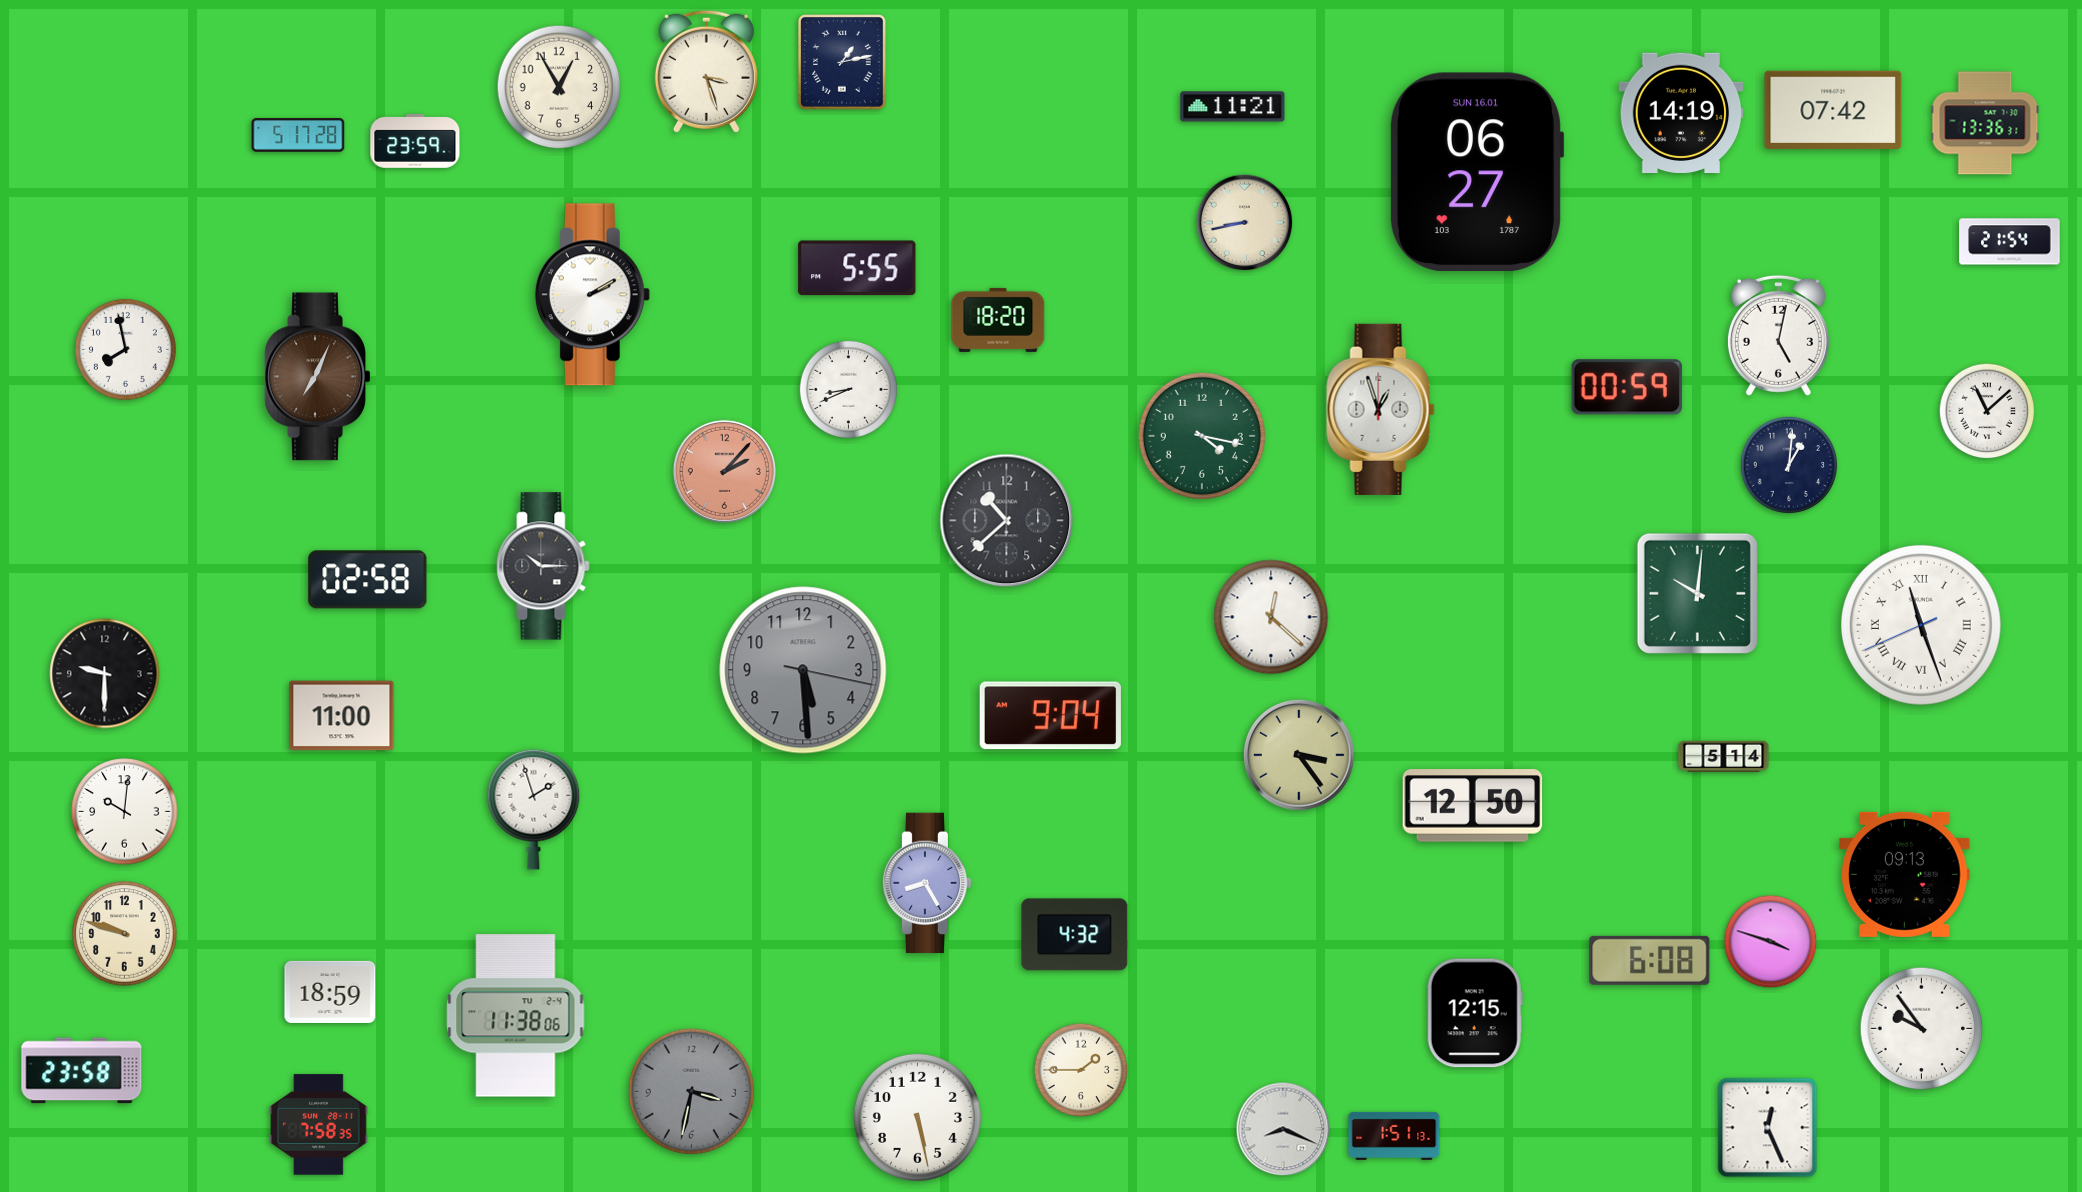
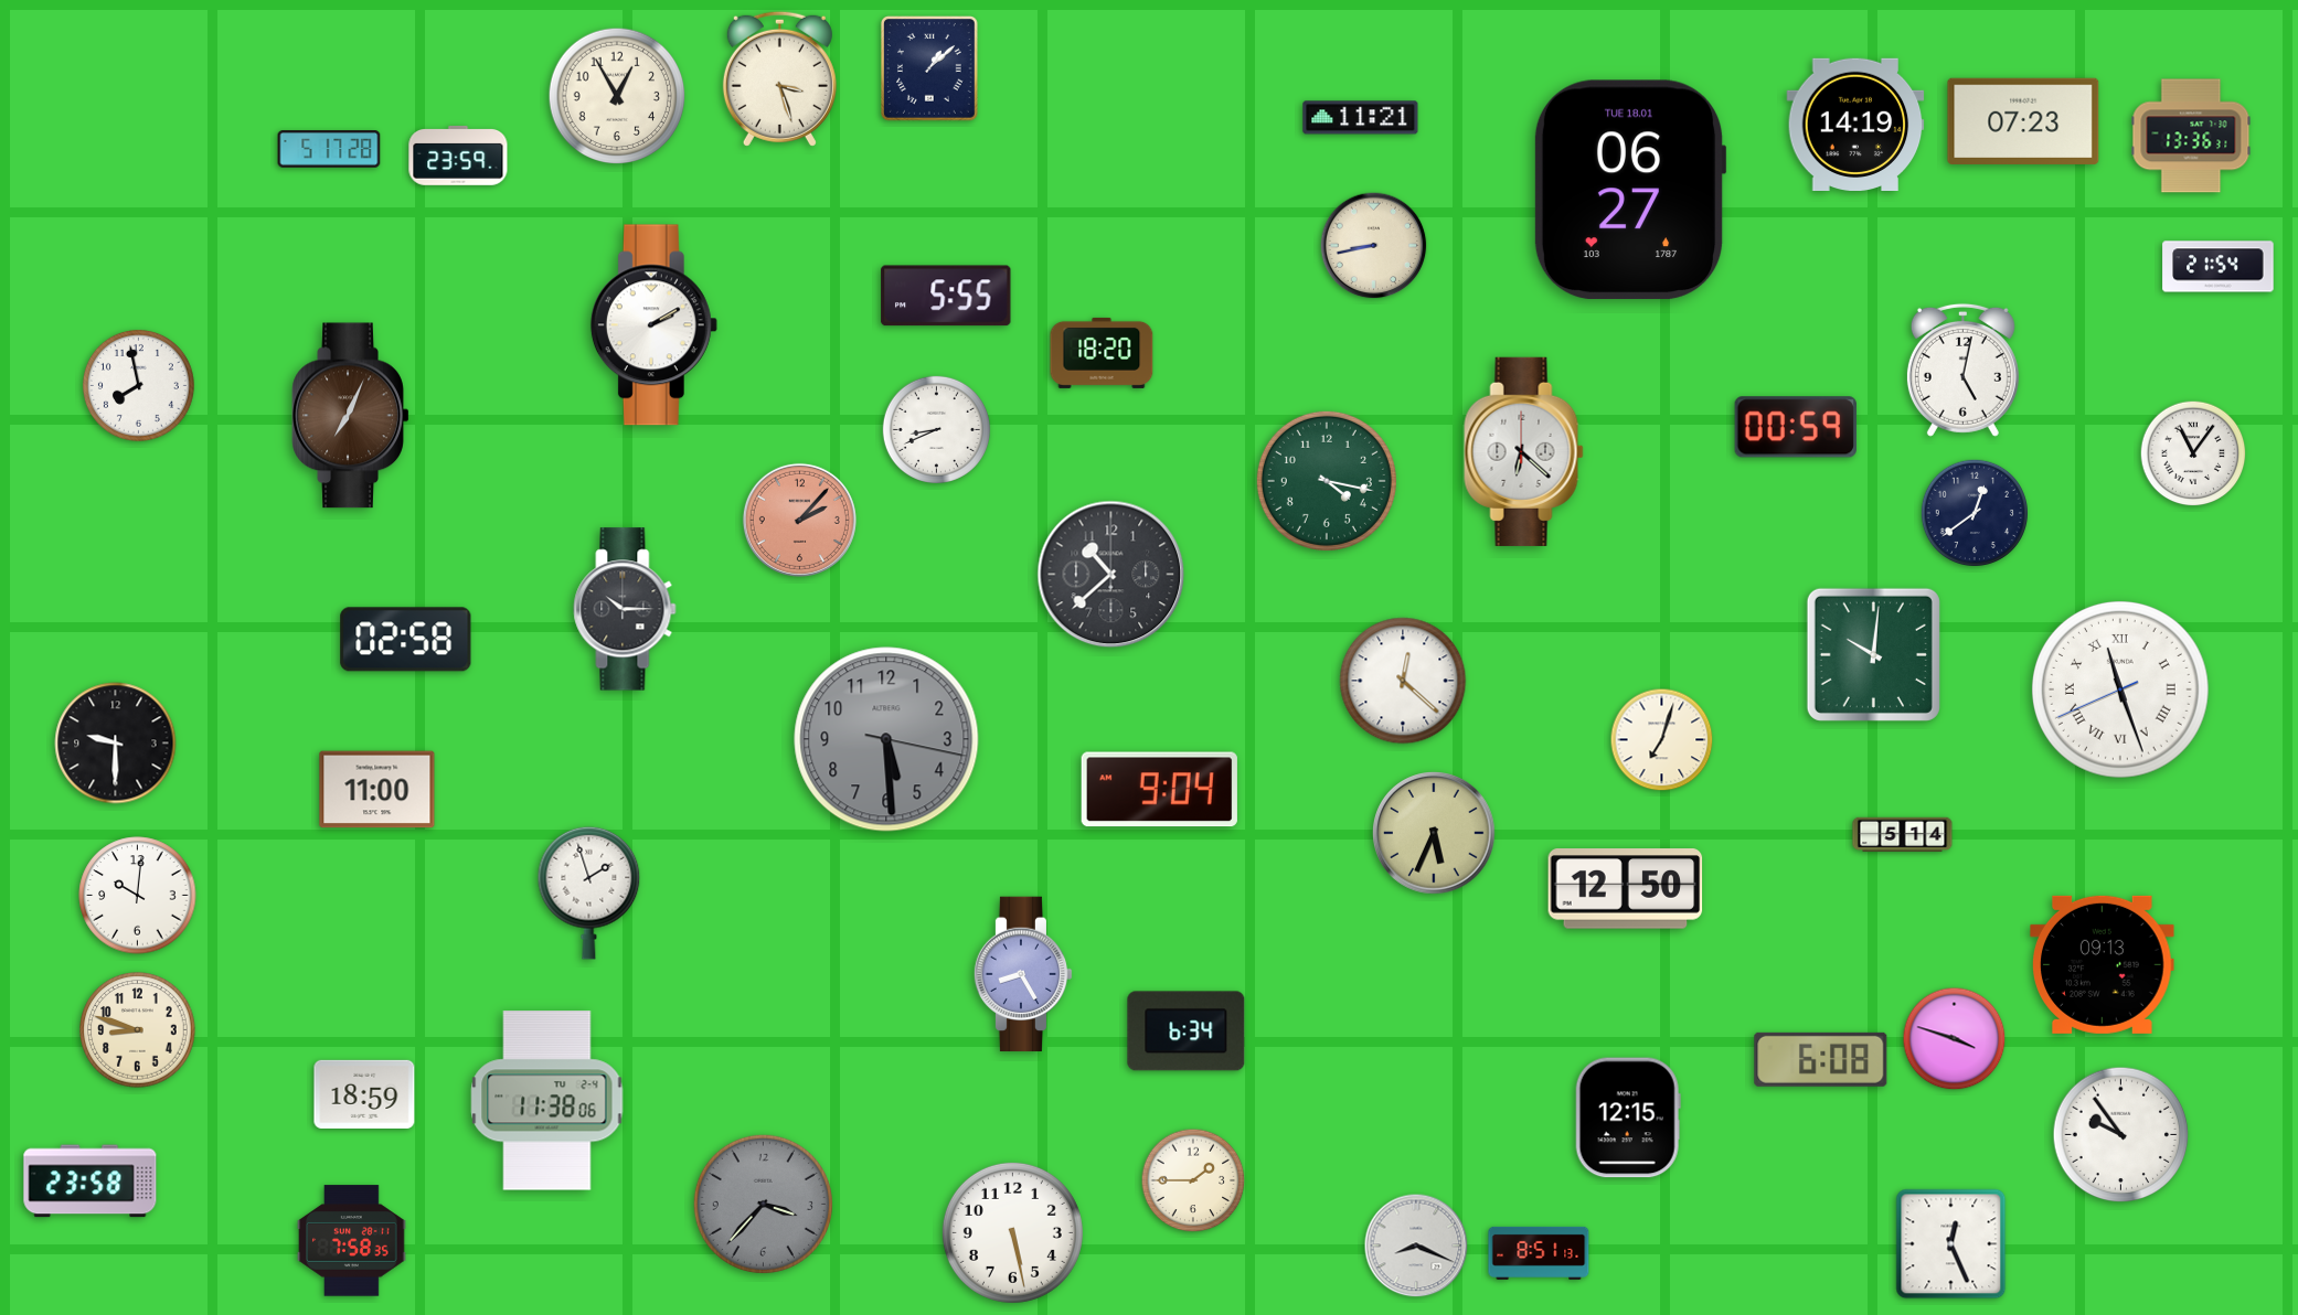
clock at (843, 63): 1:13 -> 1:08
clock at (1833, 110): 07:42 -> 07:23
clock at (1477, 172) date: SUN 16.01 -> TUE 18.01
clock at (1381, 409): 12:57 -> 6:22
clock at (1987, 411): 11:08 -> 11:06
clock at (1788, 464): 1:01 -> 12:39
clock at (543, 566) position: (543, 566) -> (625, 609)
clock at (1662, 740): none -> 7:03
clock at (1299, 755): 3:24 -> 5:34
clock at (125, 934): 9:48 -> 8:48
clock at (1075, 935): 4:32 -> 6:34
clock at (516, 1016) position: (516, 1016) -> (547, 1101)
clock at (691, 1091): 3:32 -> 3:37
clock at (1394, 1136): 1:51 -> 8:51
